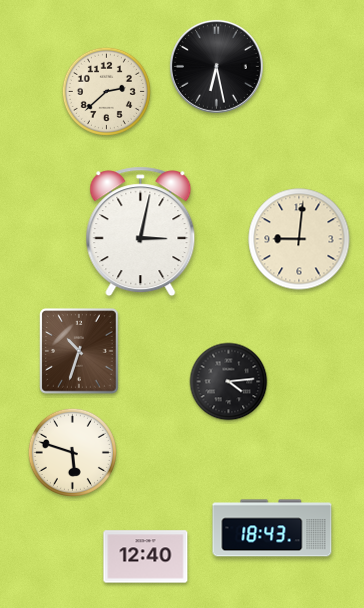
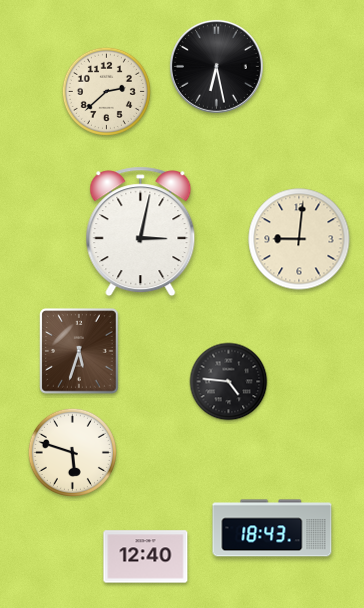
clock at (79, 351): 10:33 -> 5:33
clock at (229, 382): 4:14 -> 4:46
